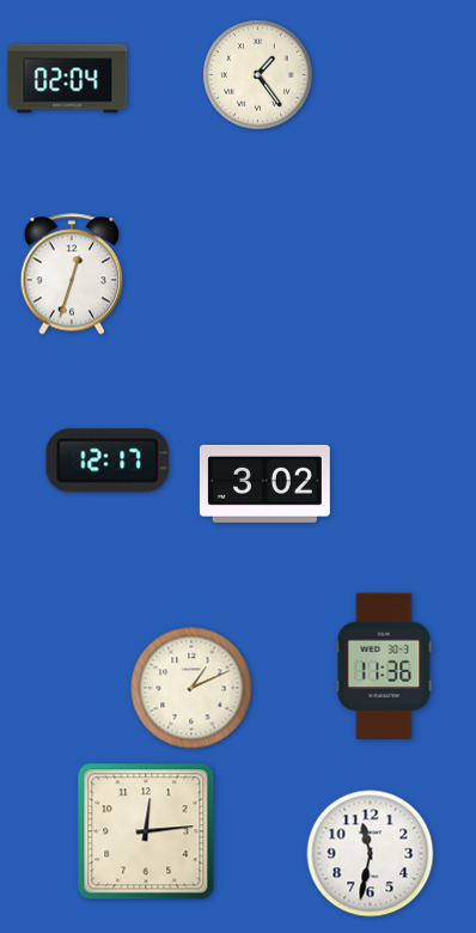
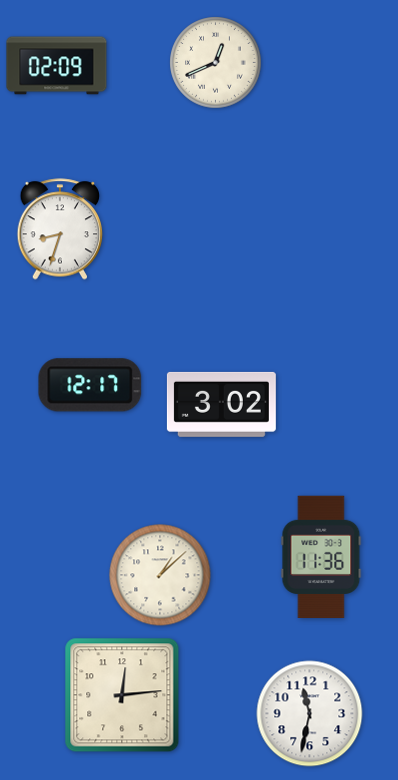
clock at (258, 75): 1:24 -> 12:41
clock at (68, 79): 02:04 -> 02:09
clock at (72, 274): 12:33 -> 8:33
clock at (191, 688): 1:11 -> 1:08
